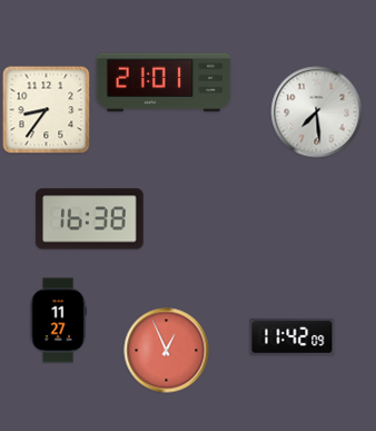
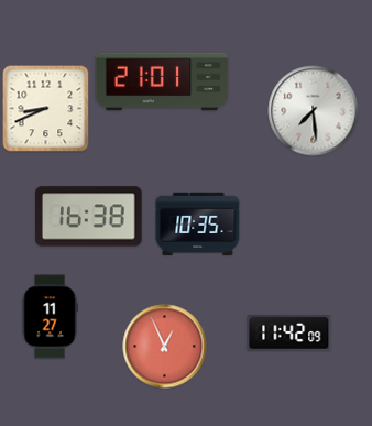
clock at (47, 110): 8:36 -> 8:41
clock at (198, 223): none -> 10:35
clock at (58, 321) position: (58, 321) -> (50, 317)
